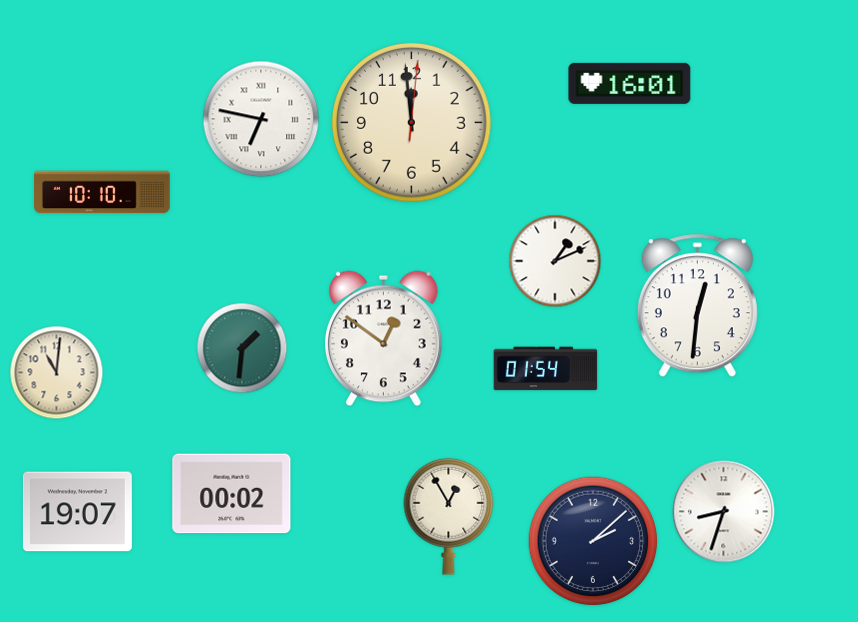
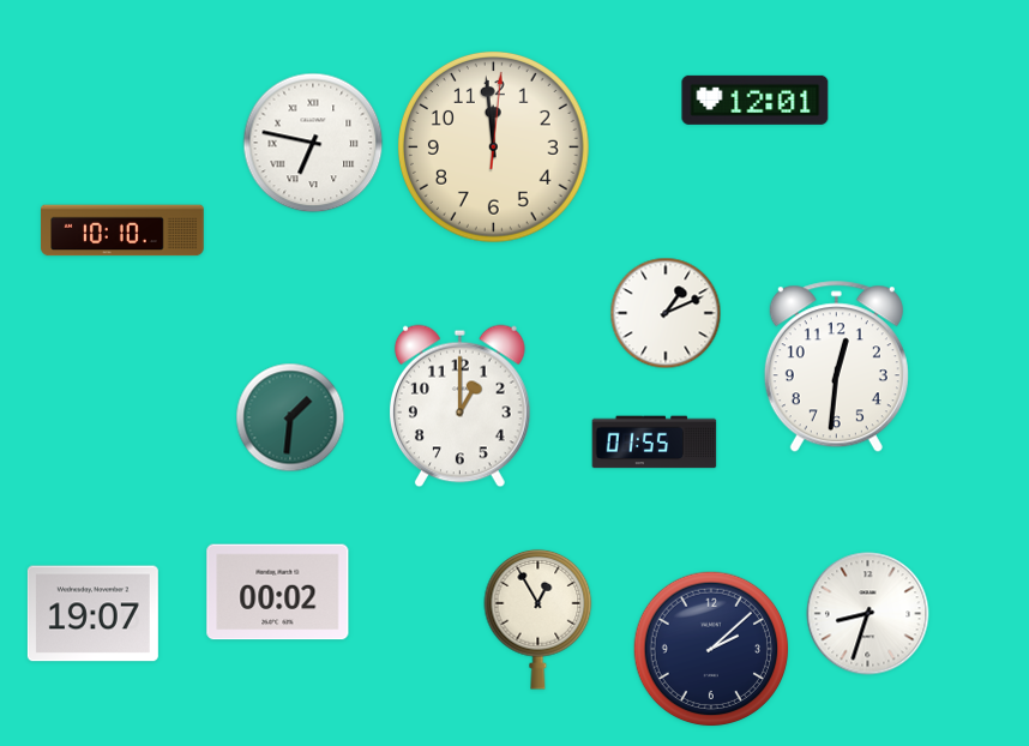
clock at (630, 83): 16:01 -> 12:01
clock at (384, 339): 12:51 -> 1:00
clock at (546, 369): 01:54 -> 01:55
clock at (57, 373): 11:01 -> none
